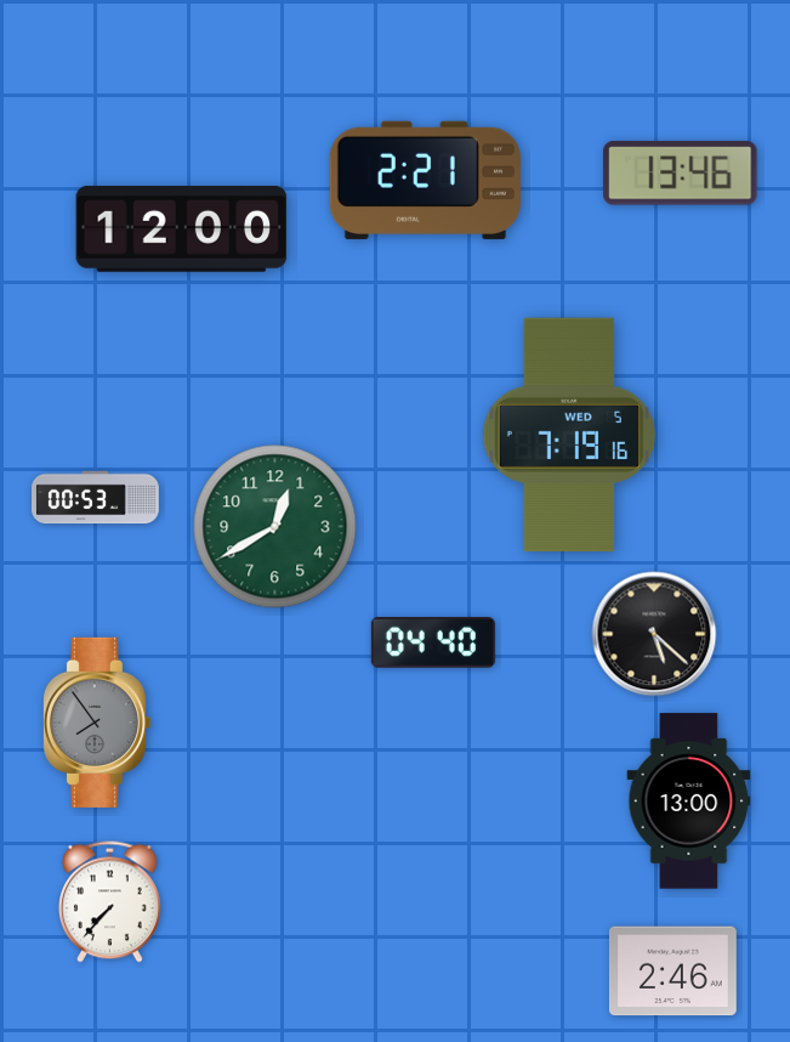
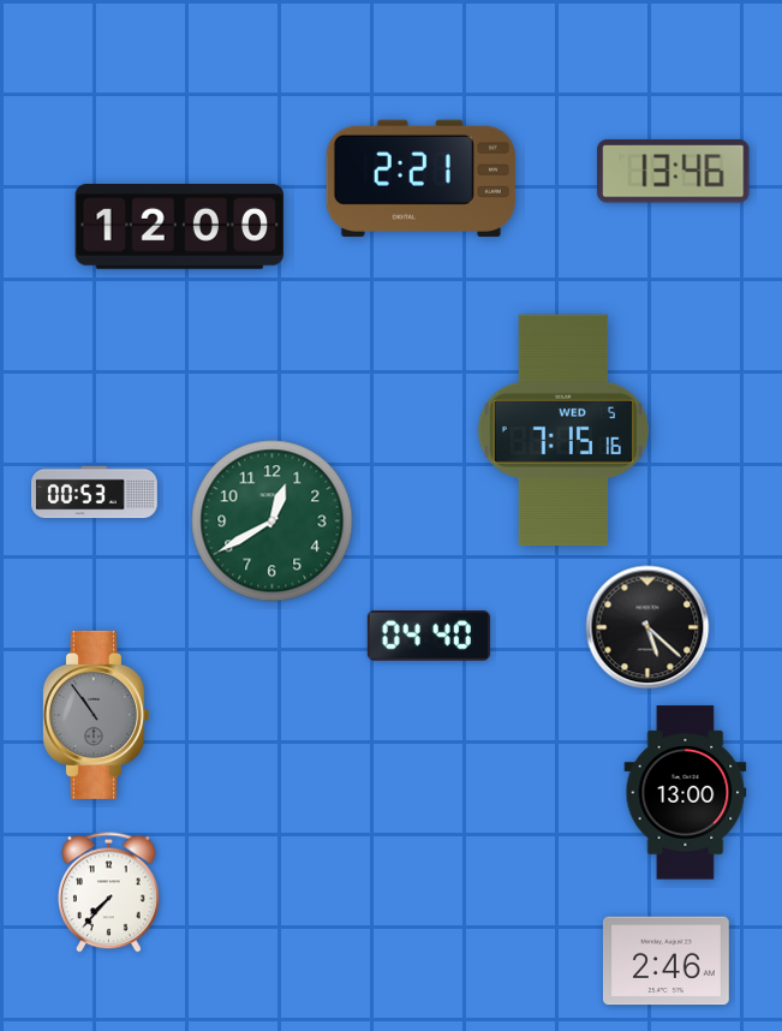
clock at (569, 435): 7:19 -> 7:15
clock at (96, 723): 7:54 -> 10:54
clock at (689, 802) position: (689, 802) -> (686, 793)
